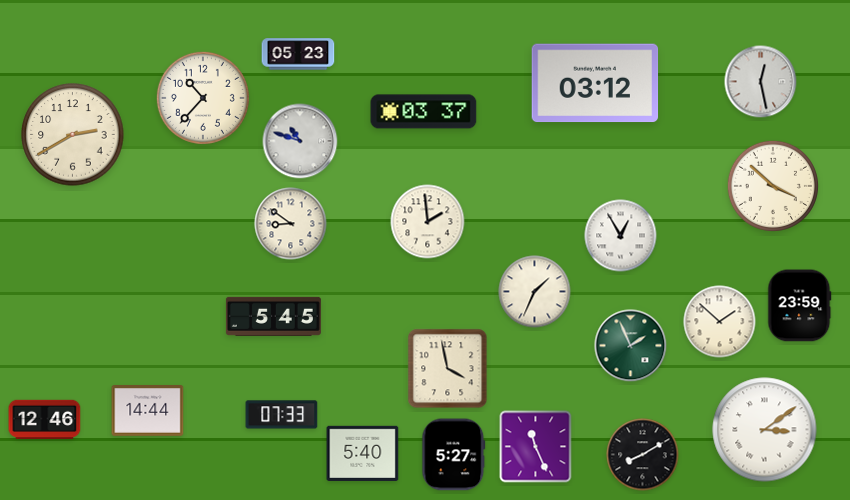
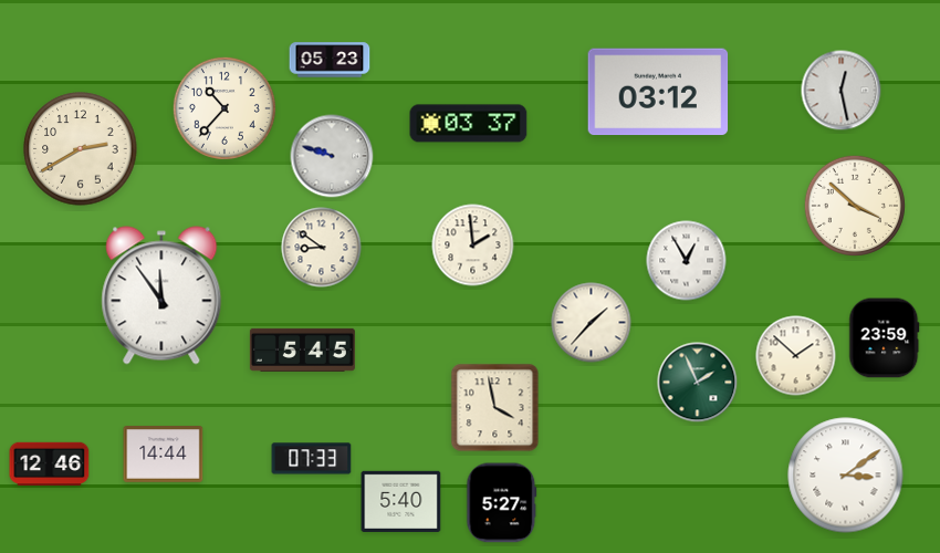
clock at (300, 141): 10:48 -> 9:48
clock at (161, 295): none -> 11:54
clock at (535, 292): 1:34 -> 1:37
clock at (536, 447): 11:26 -> none
clock at (643, 455): 8:10 -> none
